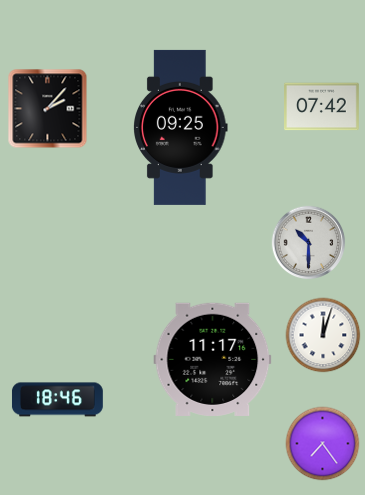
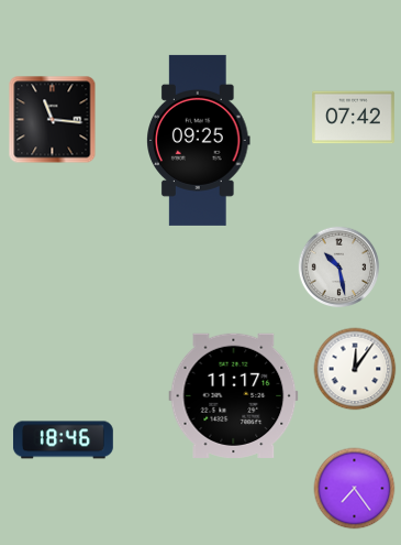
clock at (48, 109): 2:07 -> 11:16
clock at (309, 243): 10:30 -> 10:28
clock at (323, 335): 12:03 -> 12:06
